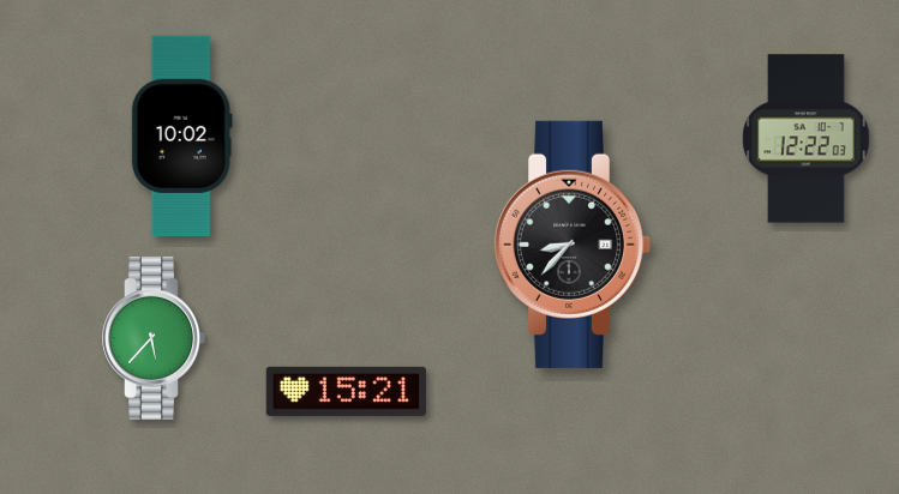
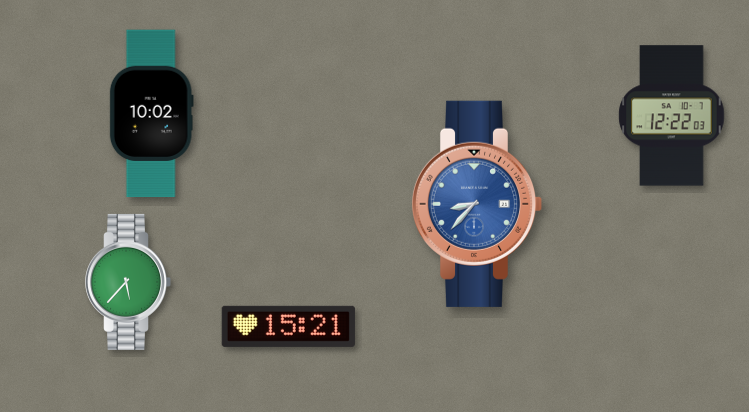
clock at (573, 245) dial: black -> blue
